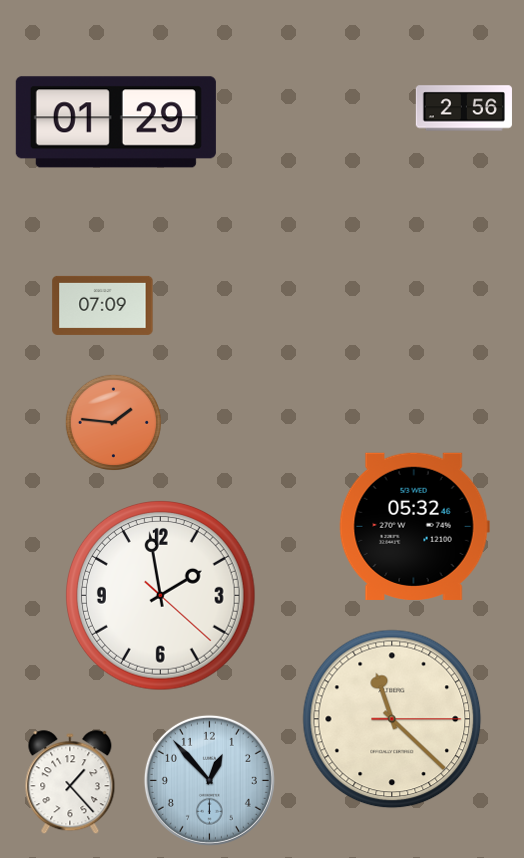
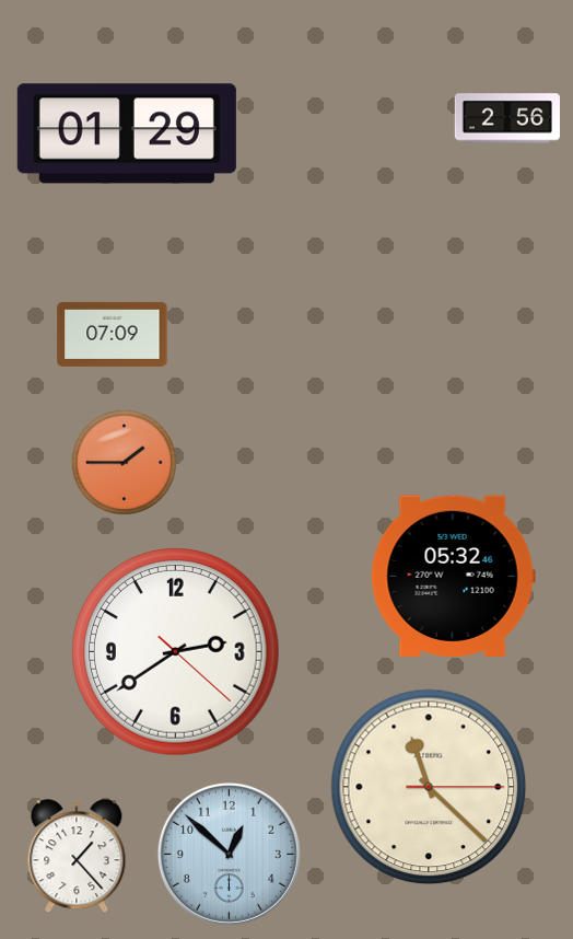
clock at (113, 422): 1:46 -> 1:45
clock at (161, 596): 1:58 -> 2:39
clock at (209, 780): 12:53 -> 12:52
